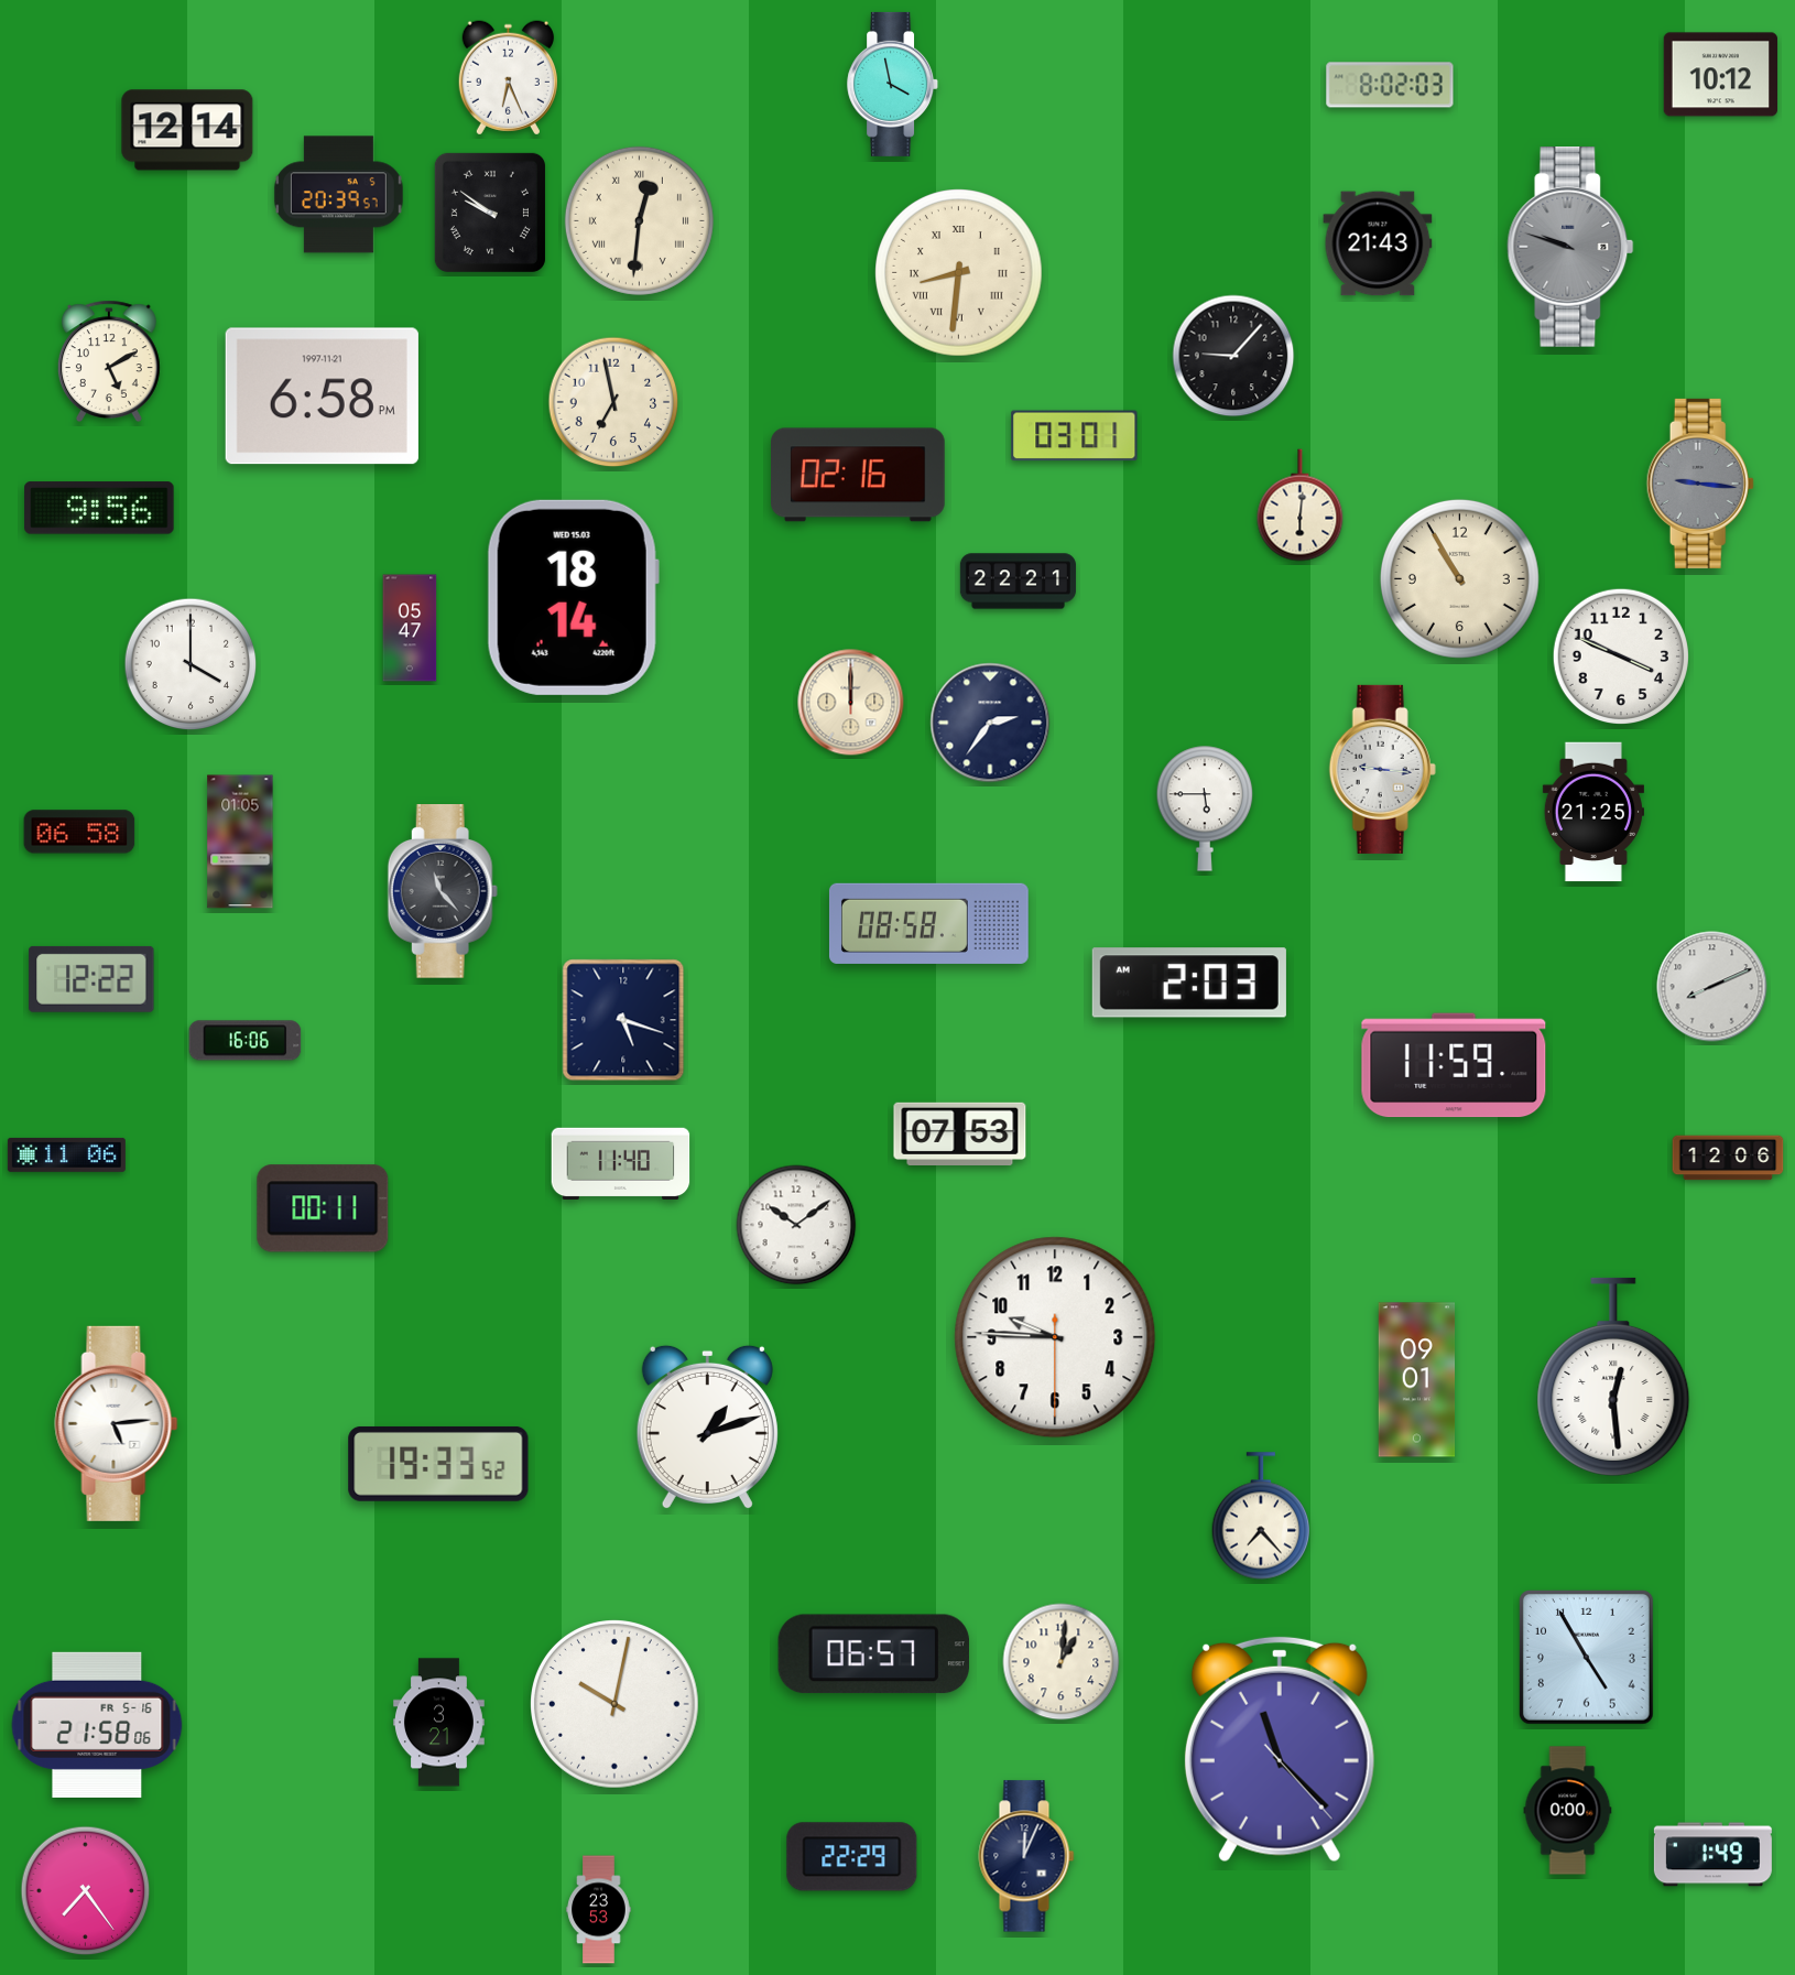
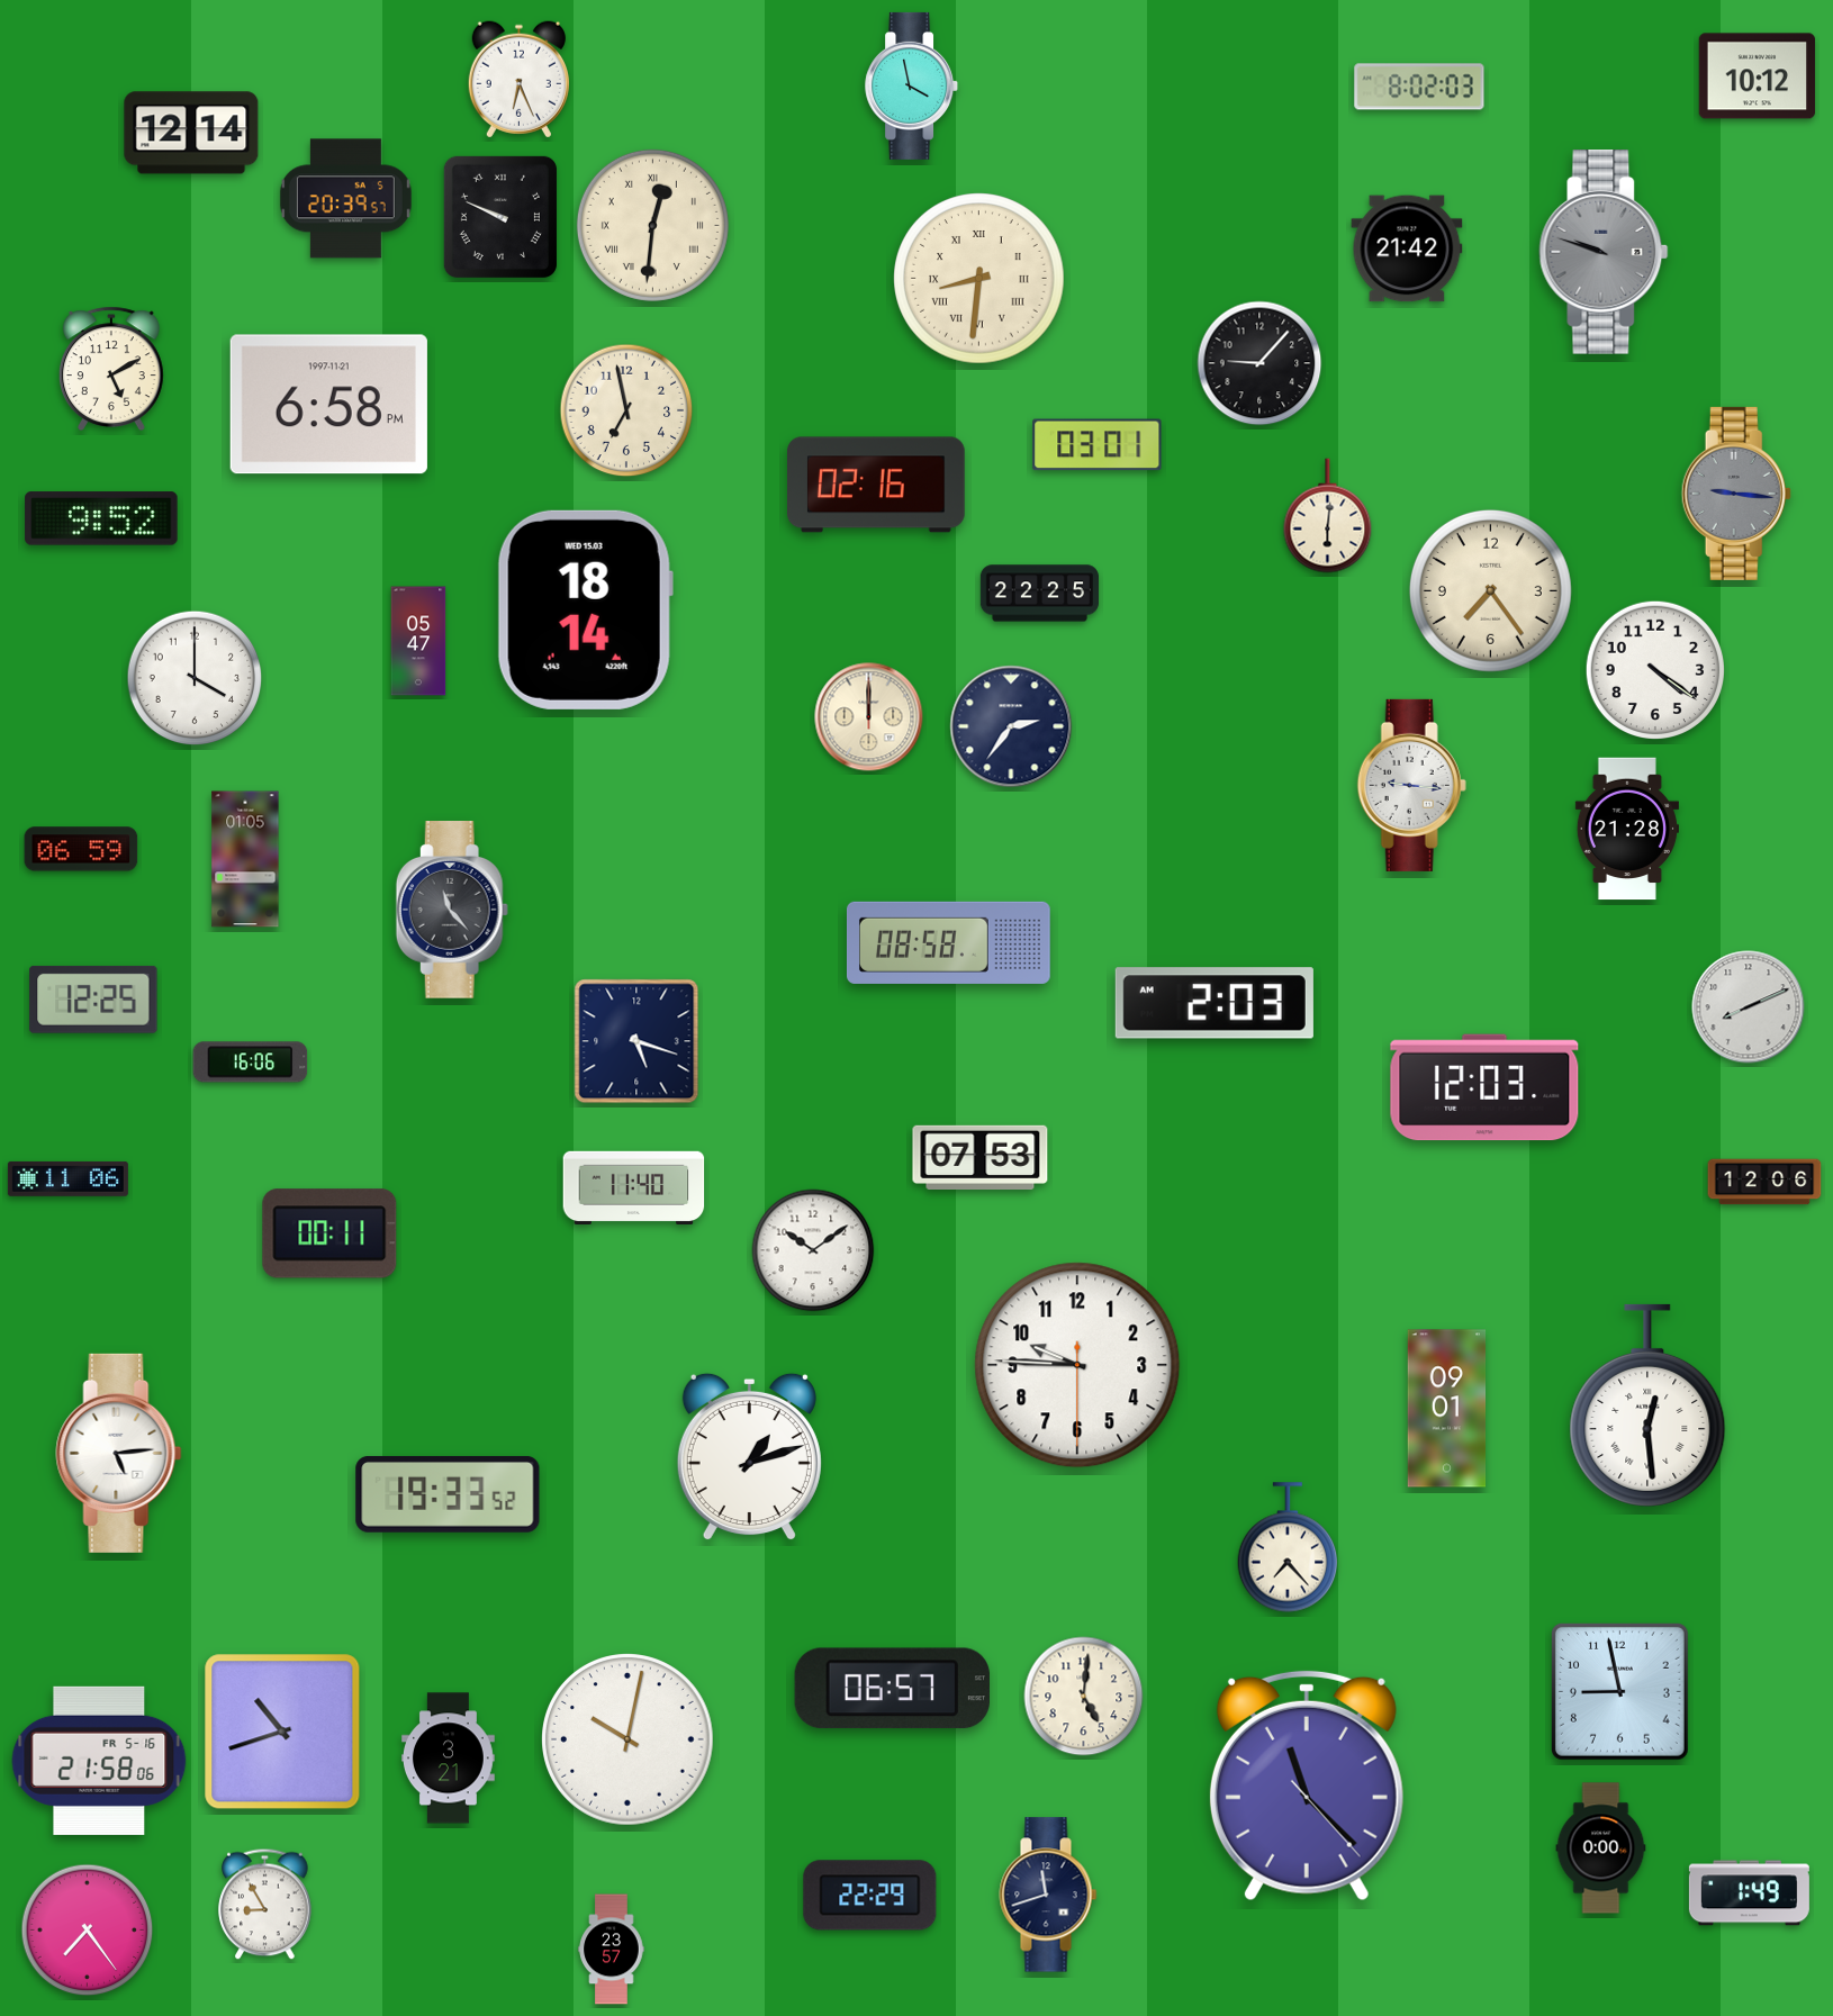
clock at (490, 213): 9:51 -> 9:49
clock at (1378, 243): 21:43 -> 21:42
clock at (99, 508): 9:56 -> 9:52
clock at (1459, 578): 10:55 -> 7:24
clock at (1018, 582): 22:21 -> 22:25
clock at (1620, 655): 3:49 -> 4:21
clock at (990, 723) position: (990, 723) -> (1011, 726)
clock at (1205, 809): 5:45 -> none
clock at (1593, 812): 21:25 -> 21:28
clock at (79, 832): 06:58 -> 06:59
clock at (91, 979): 12:22 -> 12:25
clock at (1454, 1065): 11:59 -> 12:03
clock at (707, 1428) position: (707, 1428) -> (749, 1457)
clock at (1586, 1657): 4:55 -> 8:58
clock at (1062, 1662): 1:01 -> 5:01
clock at (282, 1732): none -> 10:42
clock at (1026, 1856): 12:04 -> 11:42
clock at (265, 1905): none -> 8:55
clock at (599, 1910): 23:53 -> 23:57
